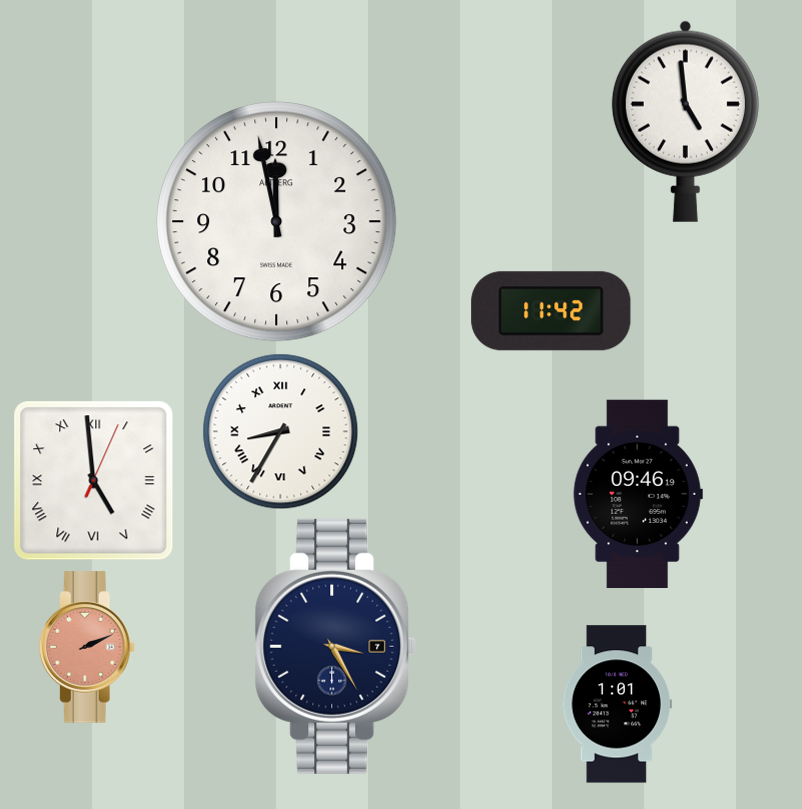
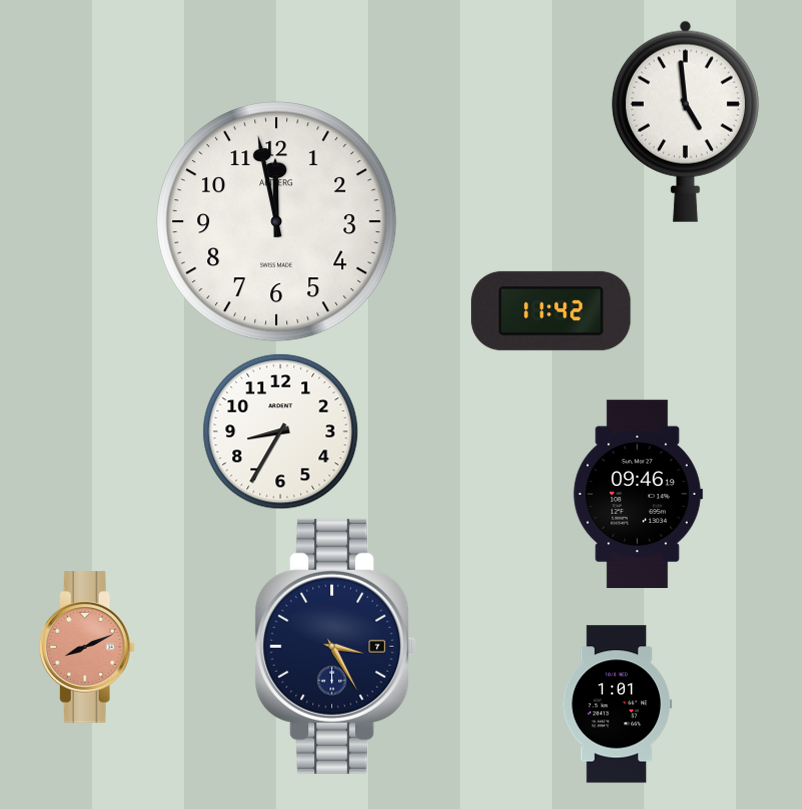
clock at (281, 432) numerals: Roman -> Arabic
clock at (94, 481): 4:59 -> none
clock at (87, 647): 2:11 -> 8:11
